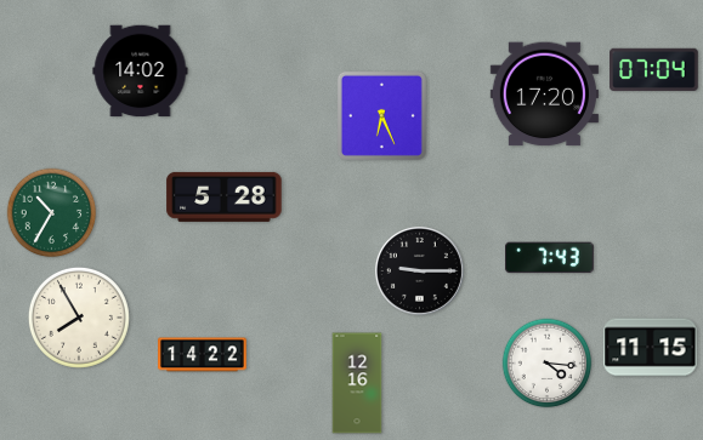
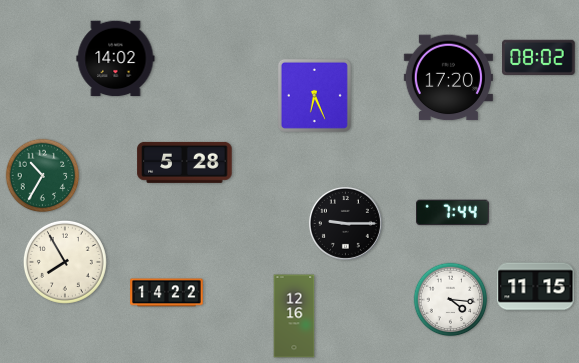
clock at (654, 69): 07:04 -> 08:02
clock at (550, 258): 7:43 -> 7:44
